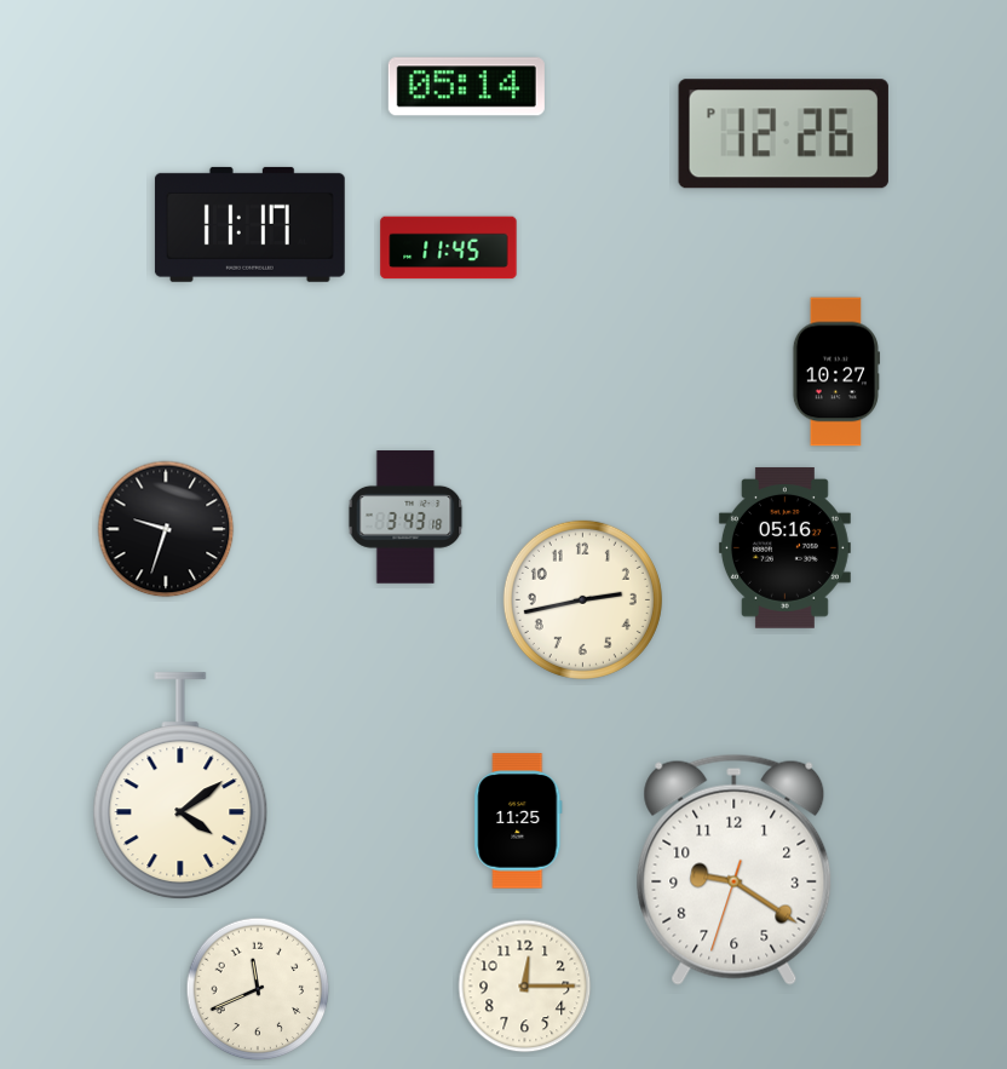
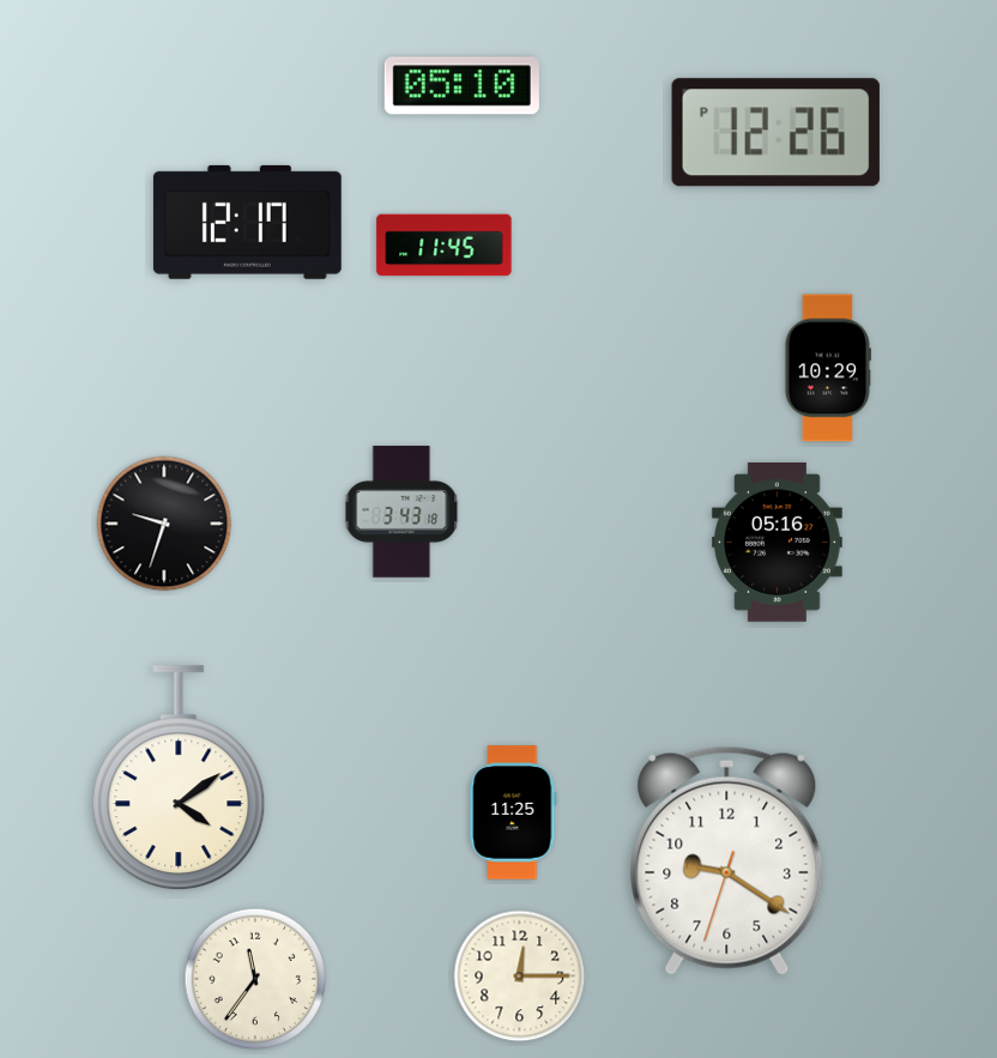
clock at (466, 87): 05:14 -> 05:10
clock at (249, 224): 11:17 -> 12:17
clock at (835, 372): 10:27 -> 10:29
clock at (582, 599): 2:43 -> none
clock at (258, 989): 11:41 -> 11:36
